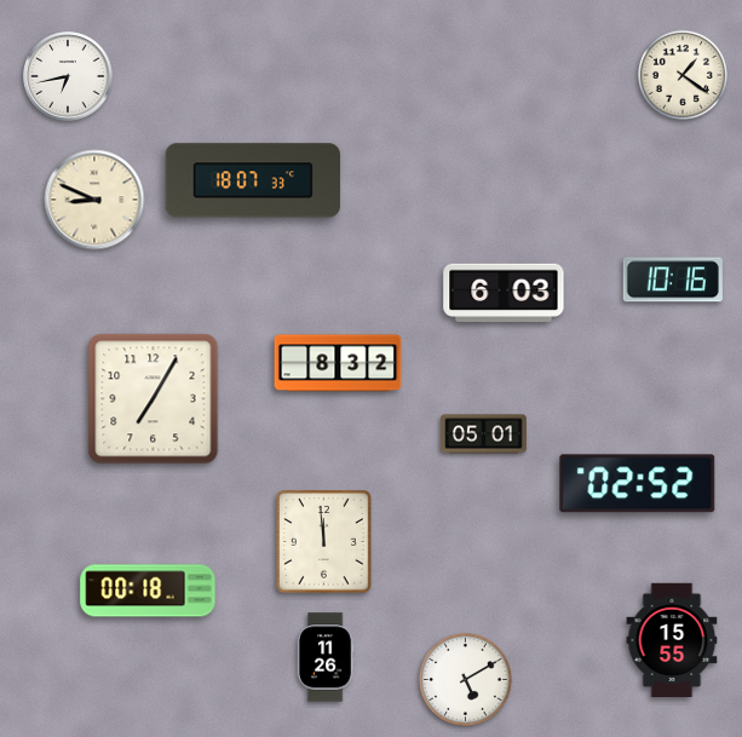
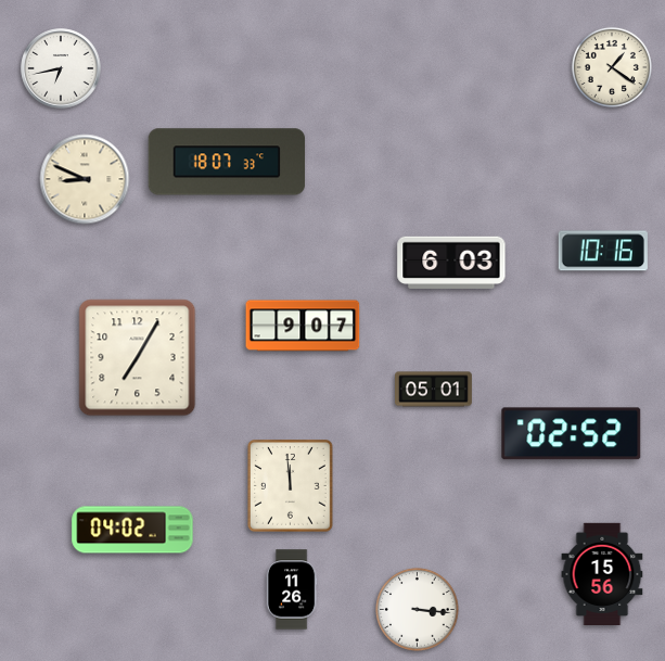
clock at (338, 363): 8:32 -> 9:07
clock at (148, 591): 00:18 -> 04:02
clock at (672, 640): 15:55 -> 15:56
clock at (466, 680): 5:10 -> 3:16
